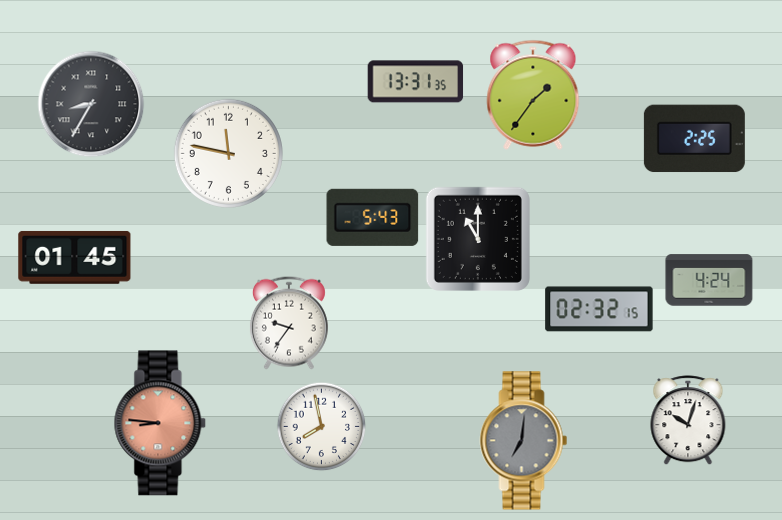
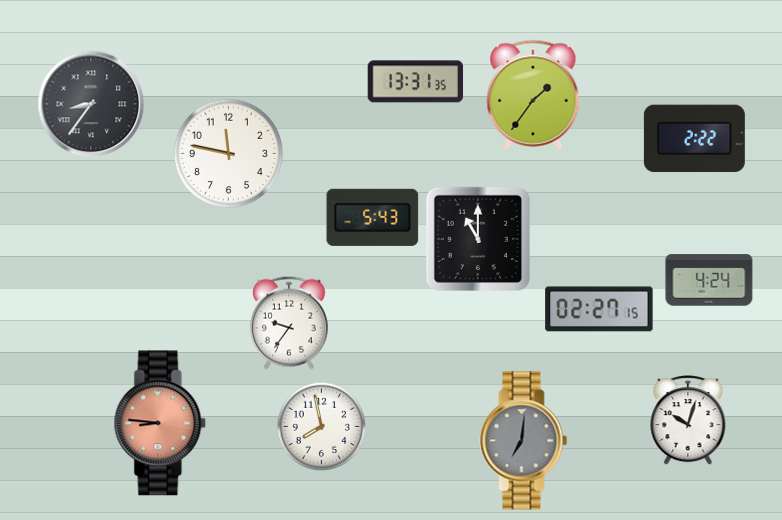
clock at (91, 104): 8:35 -> 8:36
clock at (694, 139): 2:25 -> 2:22
clock at (75, 257): 01:45 -> none
clock at (599, 309): 02:32 -> 02:27
